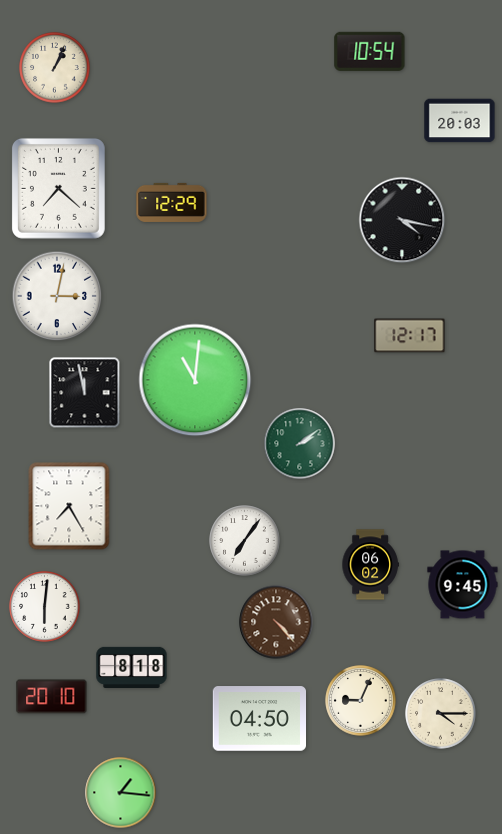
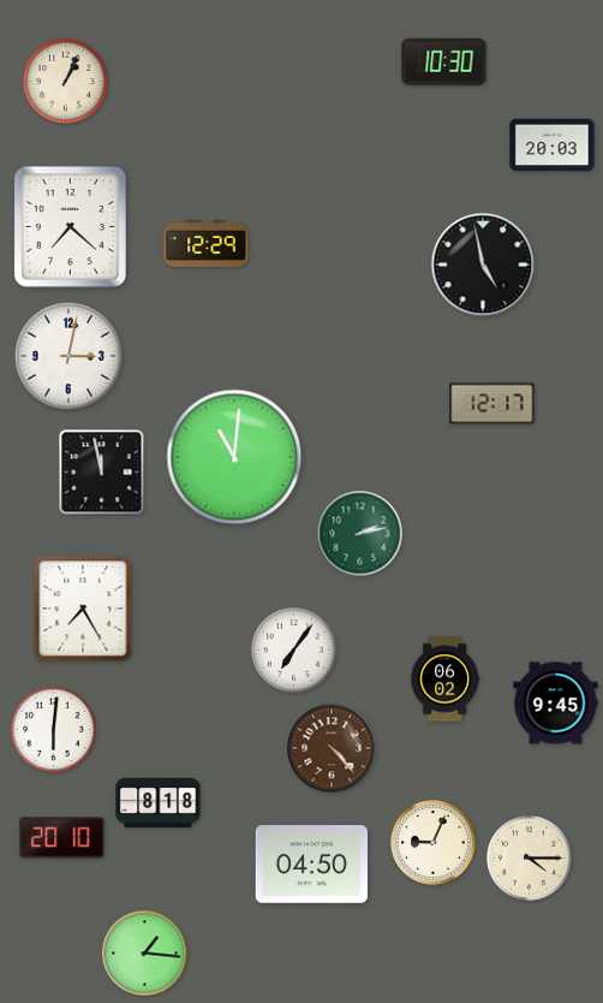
clock at (370, 51): 10:54 -> 10:30
clock at (402, 220): 4:17 -> 4:58
clock at (300, 444): 2:09 -> 2:13
